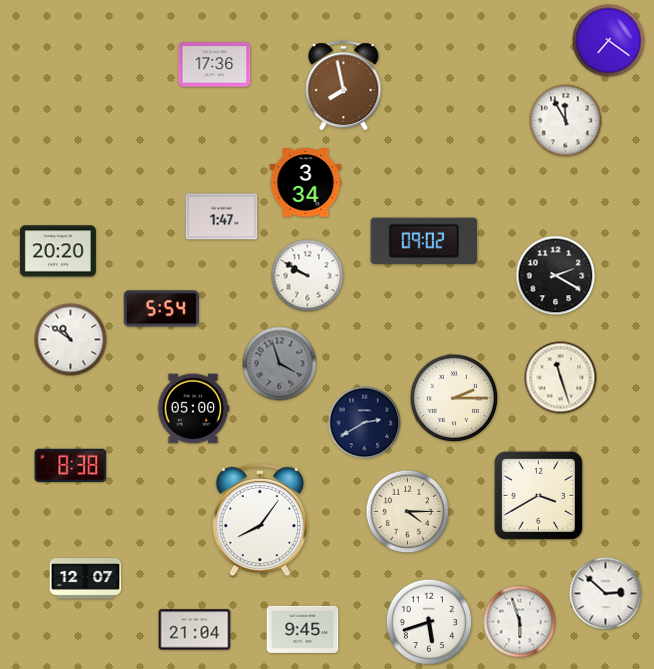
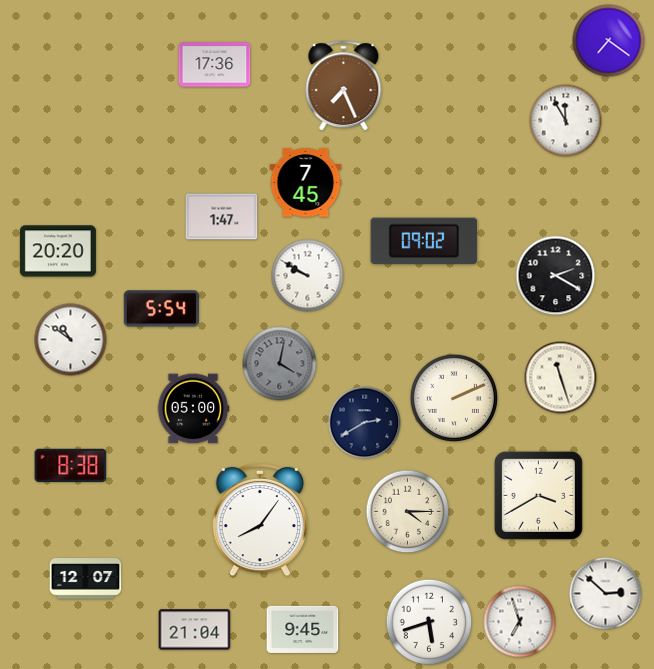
clock at (344, 86): 7:58 -> 7:26
clock at (306, 183): 3:34 -> 7:45
clock at (280, 364): 3:57 -> 4:02
clock at (454, 398): 2:15 -> 2:11
clock at (520, 622): 5:57 -> 6:57
